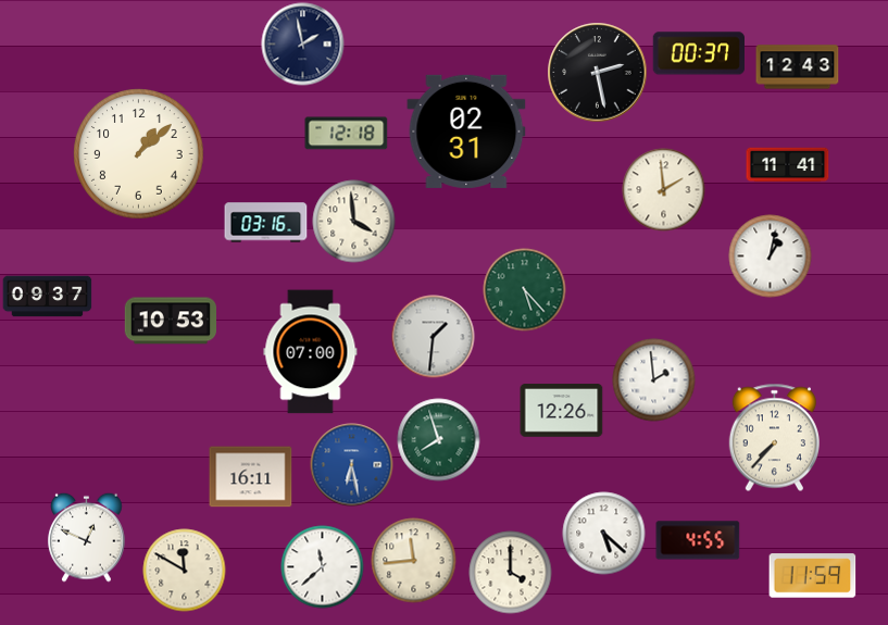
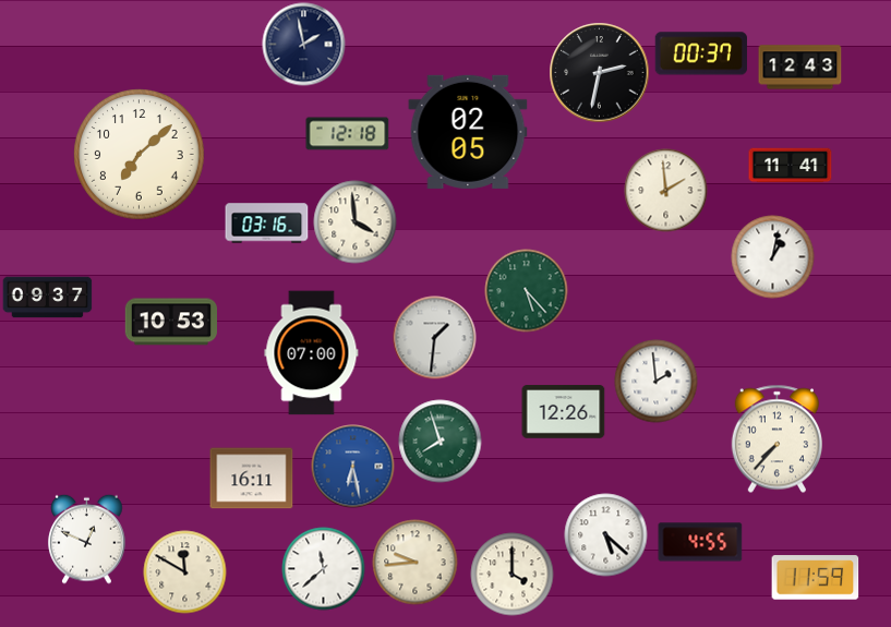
clock at (598, 73): 2:28 -> 2:32
clock at (466, 132): 02:31 -> 02:05
clock at (139, 154): 1:08 -> 7:08
clock at (414, 561): 11:44 -> 9:44
